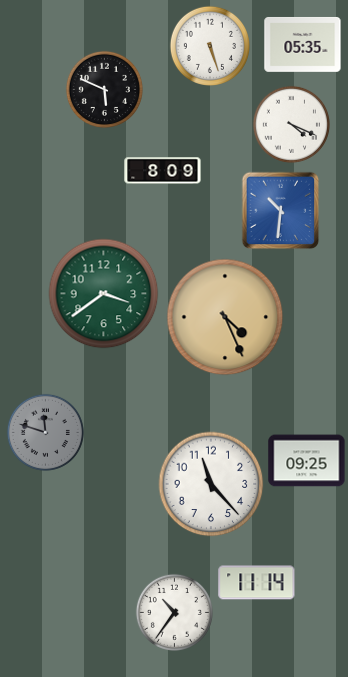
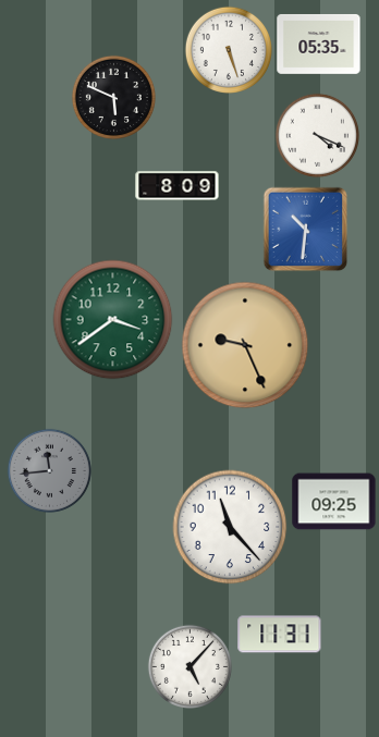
clock at (303, 45) position: (303, 45) -> (319, 45)
clock at (225, 317): 4:26 -> 9:26
clock at (45, 432): 11:48 -> 11:44
clock at (257, 583): 11:14 -> 11:31
clock at (174, 612): 10:36 -> 5:07
